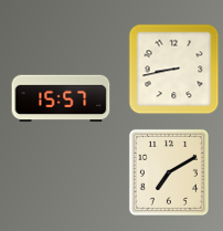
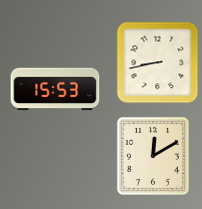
clock at (61, 98): 15:57 -> 15:53
clock at (169, 172): 7:10 -> 12:10
